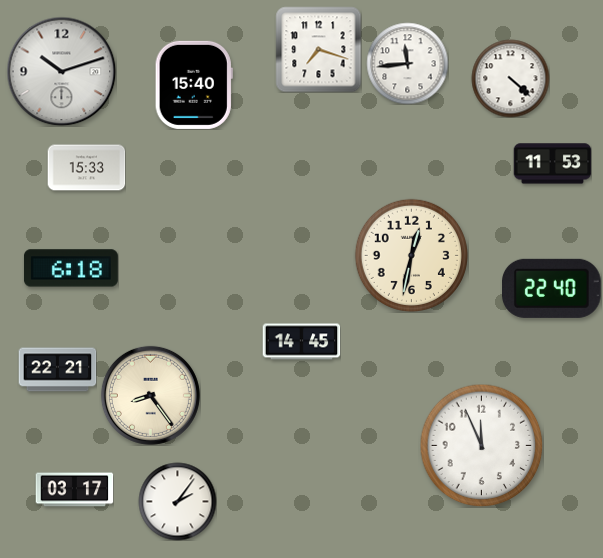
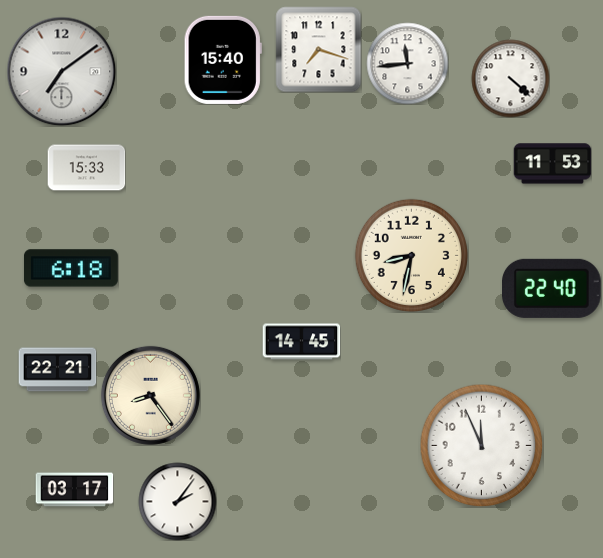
clock at (61, 71): 10:12 -> 7:09
clock at (194, 85) position: (194, 85) -> (223, 60)
clock at (411, 255): 12:32 -> 8:32
